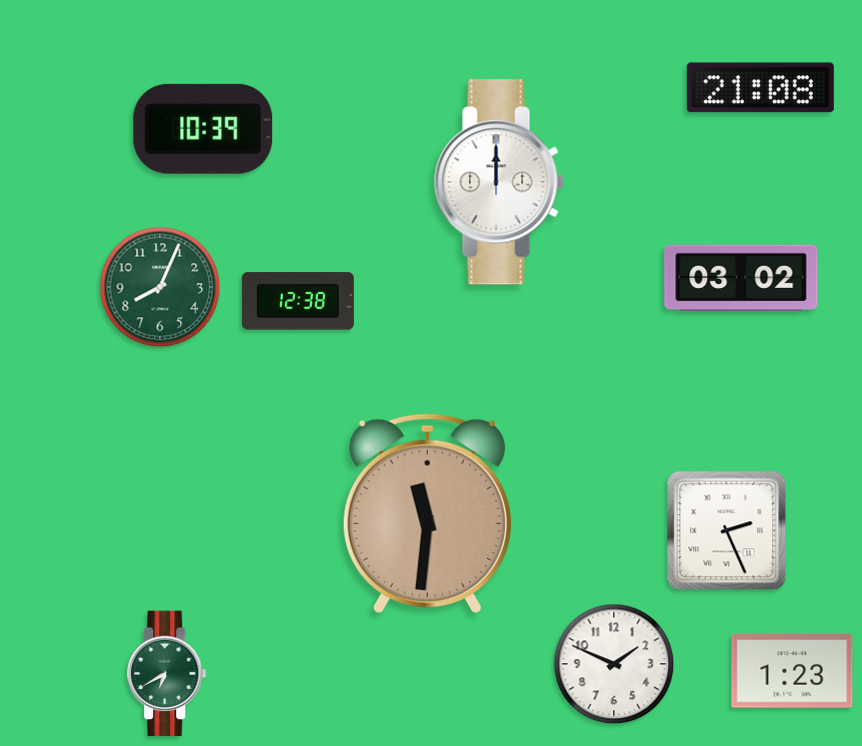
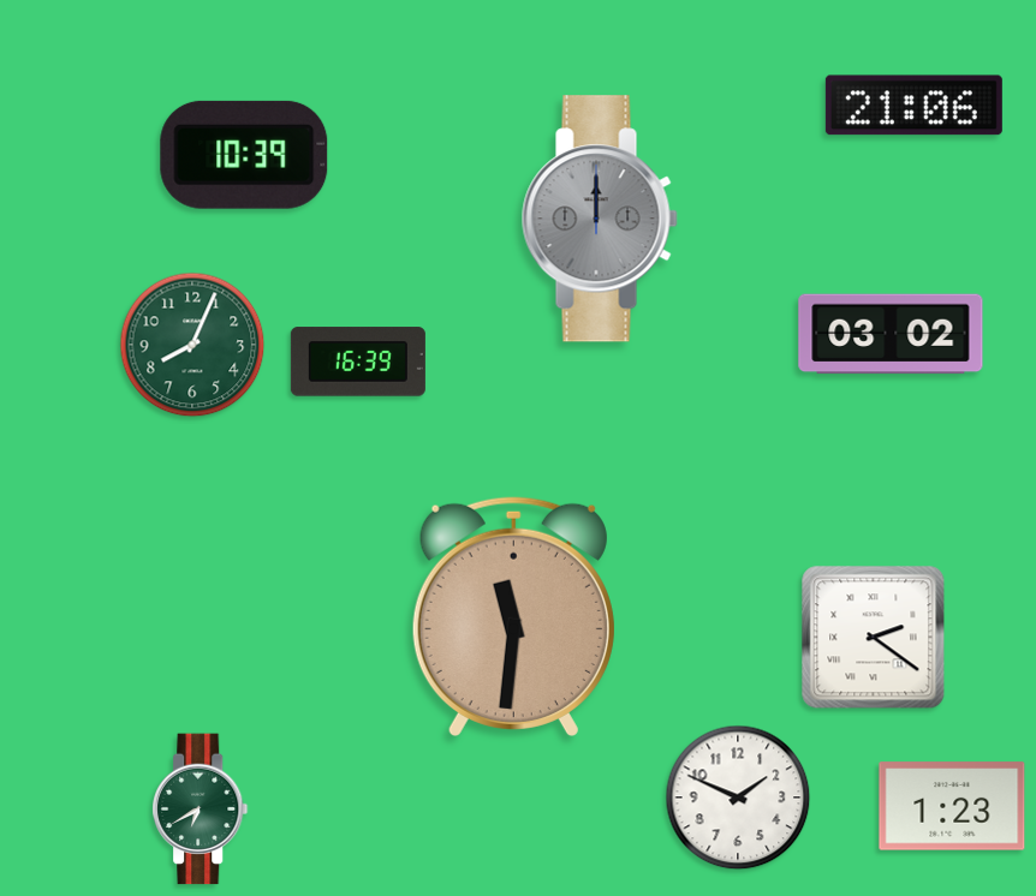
clock at (760, 88): 21:08 -> 21:06
clock at (499, 182) dial: white -> grey
clock at (298, 301): 12:38 -> 16:39
clock at (727, 531): 2:26 -> 2:21
